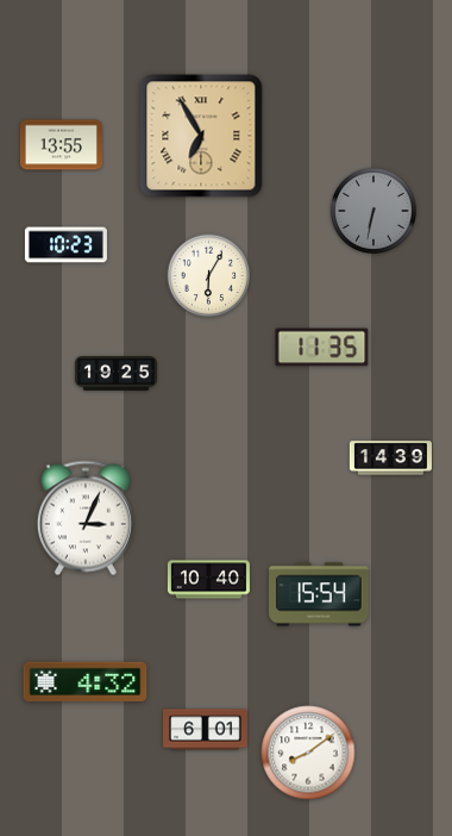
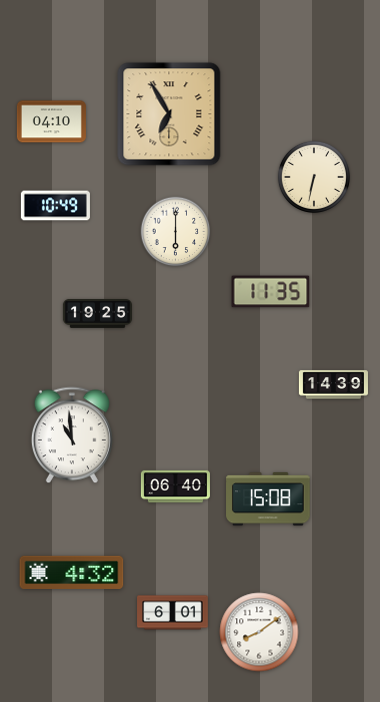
clock at (61, 145): 13:55 -> 04:10
clock at (373, 211) dial: grey -> cream
clock at (65, 245): 10:23 -> 10:49
clock at (209, 276): 6:05 -> 6:00
clock at (390, 458) position: (390, 458) -> (333, 385)
clock at (86, 518): 3:04 -> 10:59
clock at (208, 580): 10:40 -> 06:40
clock at (319, 594): 15:54 -> 15:08
